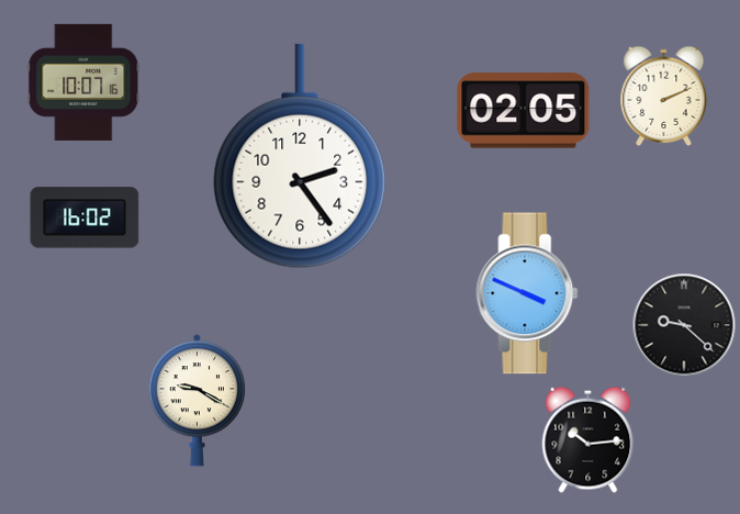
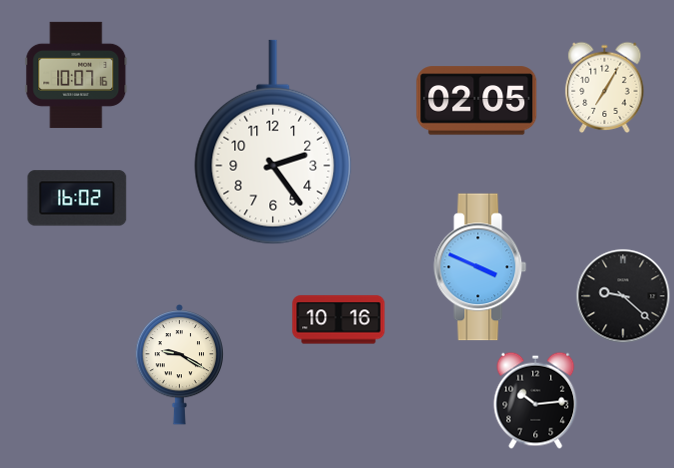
clock at (664, 96): 2:11 -> 7:05
clock at (339, 320): none -> 10:16
